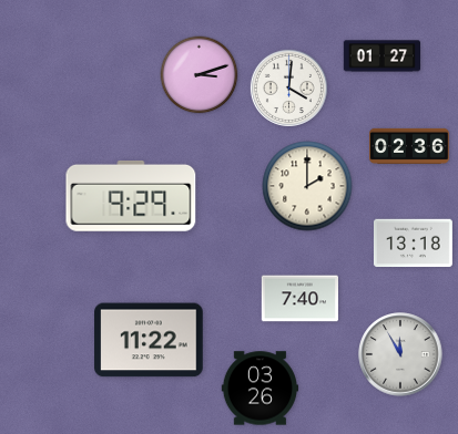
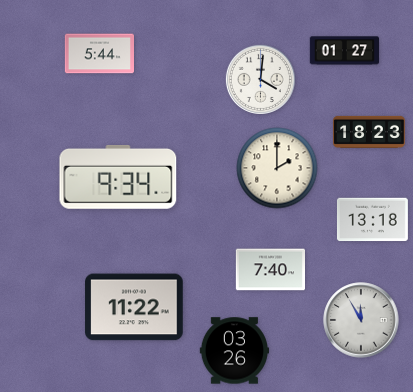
clock at (99, 54): none -> 5:44
clock at (200, 75): 3:12 -> none
clock at (409, 146): 02:36 -> 18:23
clock at (131, 196): 9:29 -> 9:34
